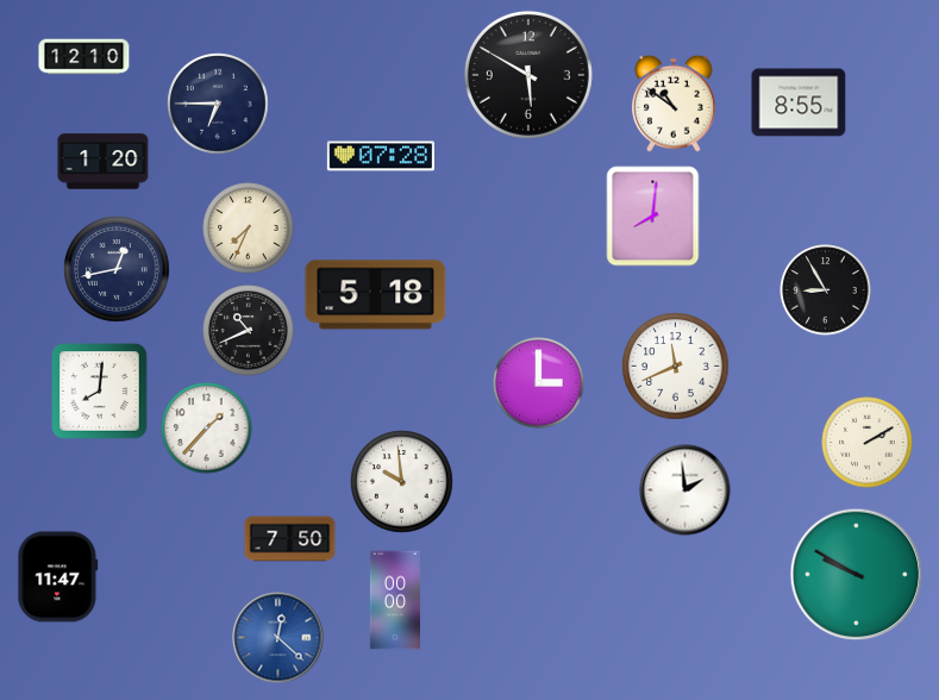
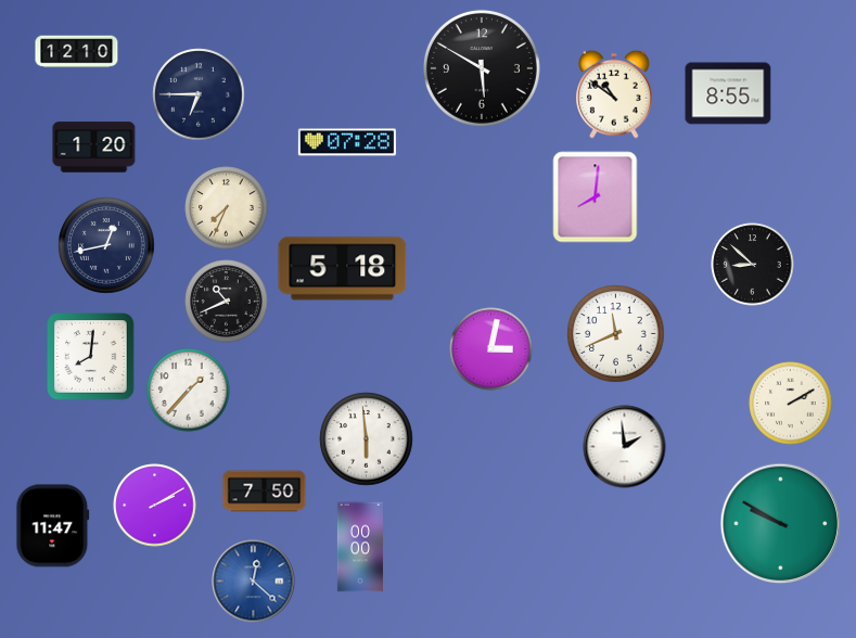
clock at (826, 290): 8:55 -> 8:52
clock at (539, 383): 3:00 -> 3:02
clock at (402, 482): 9:59 -> 5:59
clock at (155, 506): none -> 2:10
